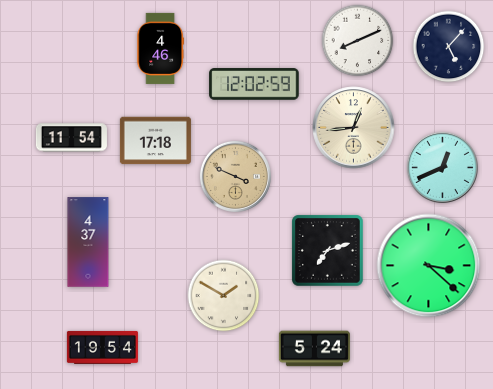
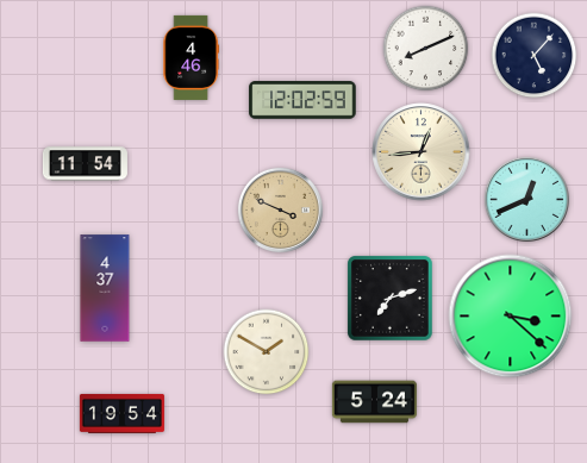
clock at (155, 141): 17:18 -> none
clock at (314, 349) position: (314, 349) -> (374, 402)
